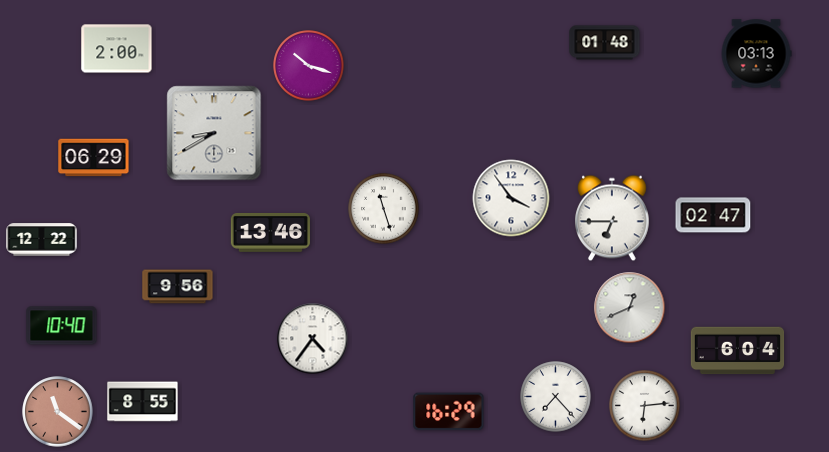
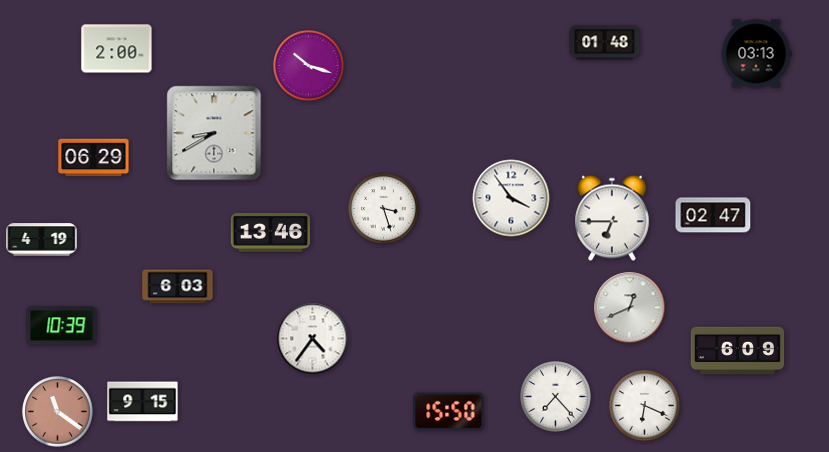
clock at (384, 209): 11:27 -> 3:27
clock at (42, 240): 12:22 -> 4:19
clock at (178, 287): 9:56 -> 6:03
clock at (62, 326): 10:40 -> 10:39
clock at (738, 351): 6:04 -> 6:09
clock at (143, 402): 8:55 -> 9:15
clock at (645, 406): 6:14 -> 6:19
clock at (449, 412): 16:29 -> 15:50
